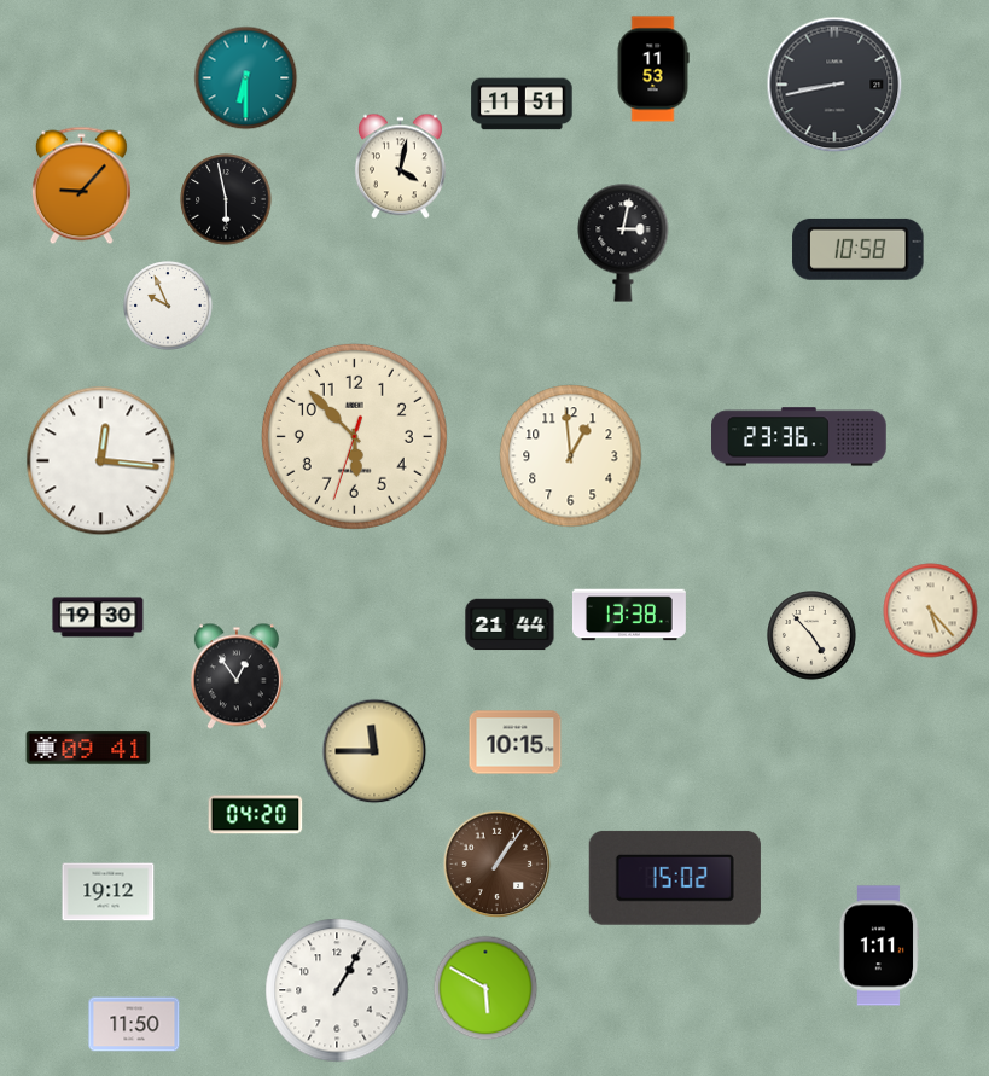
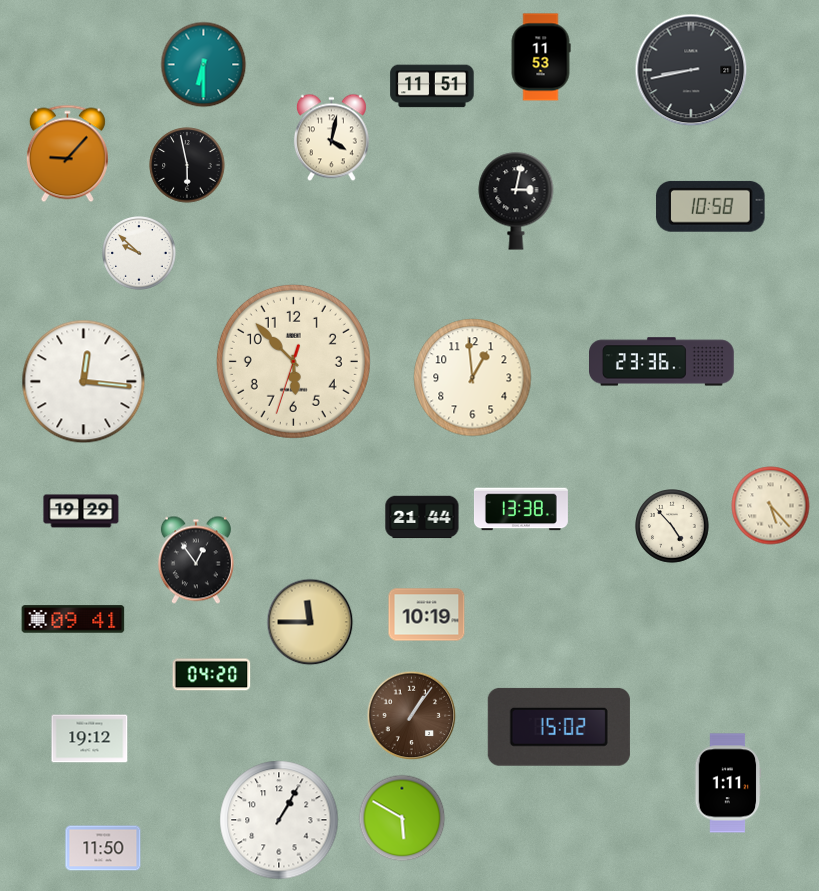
clock at (168, 306): 9:56 -> 9:52
clock at (98, 617): 19:30 -> 19:29
clock at (516, 743): 10:15 -> 10:19
clock at (134, 1024) position: (134, 1024) -> (103, 848)
